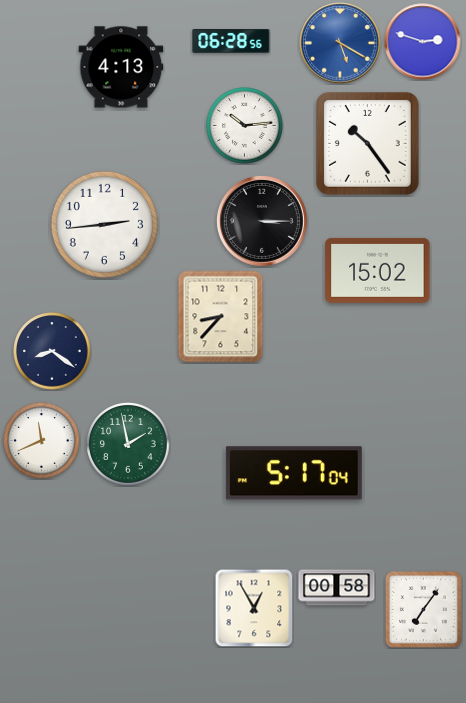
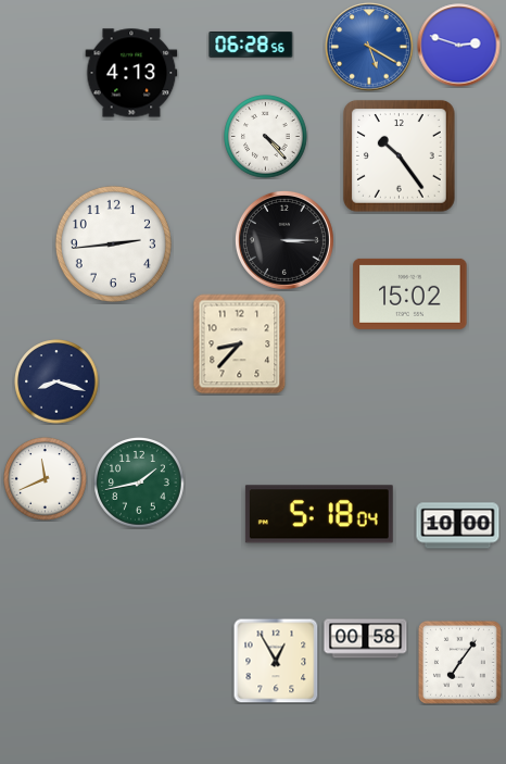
clock at (245, 126): 10:14 -> 4:23
clock at (52, 351): 8:21 -> 8:18
clock at (129, 445): 1:58 -> 1:43
clock at (294, 473): 5:17 -> 5:18
clock at (458, 526): none -> 10:00
